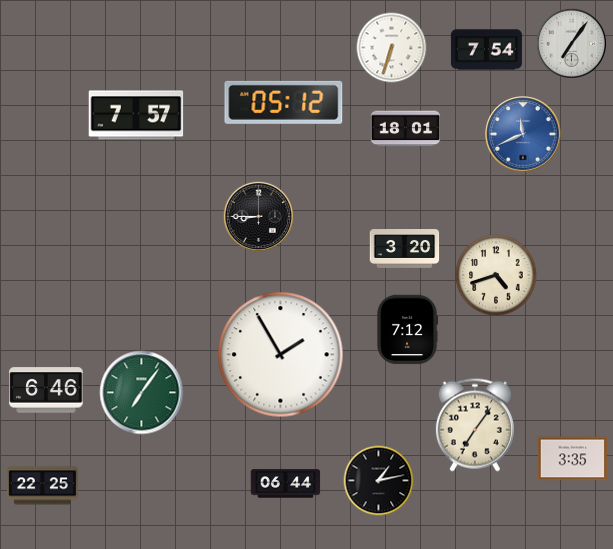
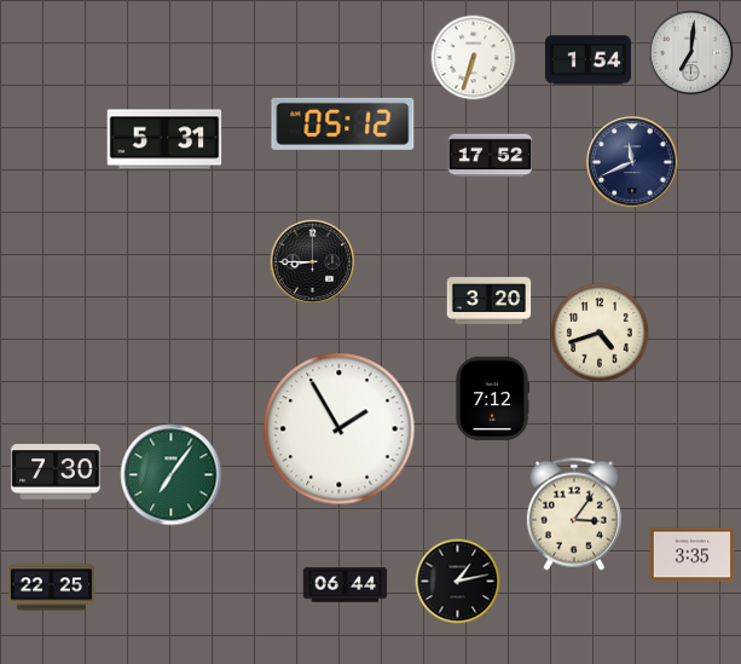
clock at (571, 43): 7:06 -> 7:01
clock at (486, 50): 7:54 -> 1:54
clock at (136, 115): 7:57 -> 5:31
clock at (406, 129): 18:01 -> 17:52
clock at (523, 134) dial: blue -> navy
clock at (46, 390): 6:46 -> 7:30
clock at (475, 425): 7:06 -> 3:06
